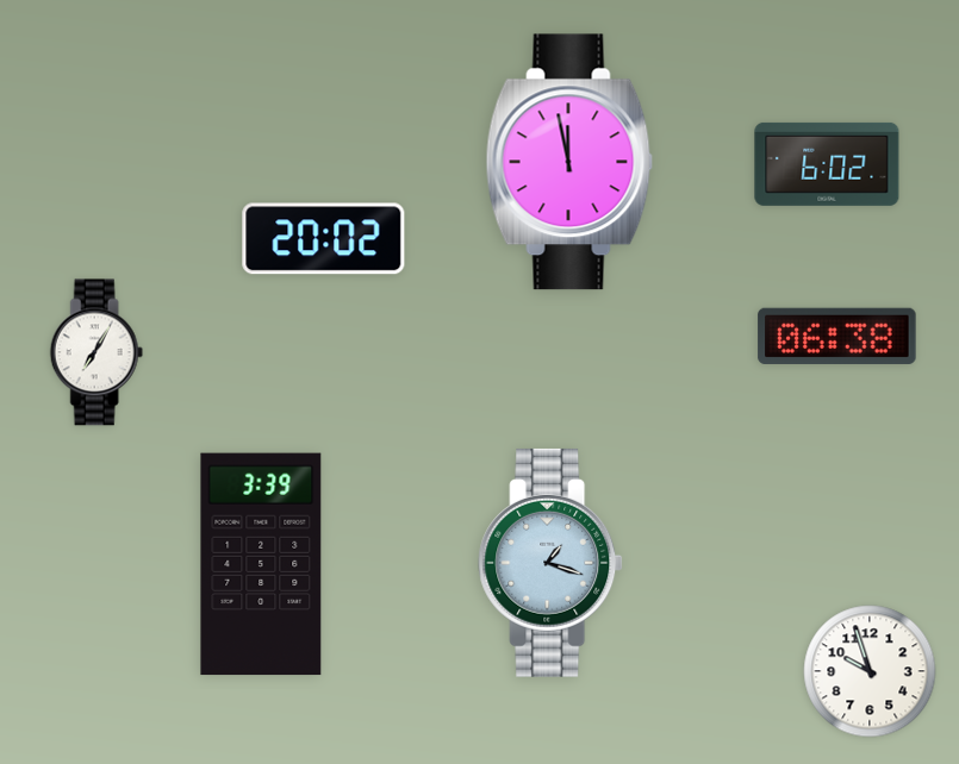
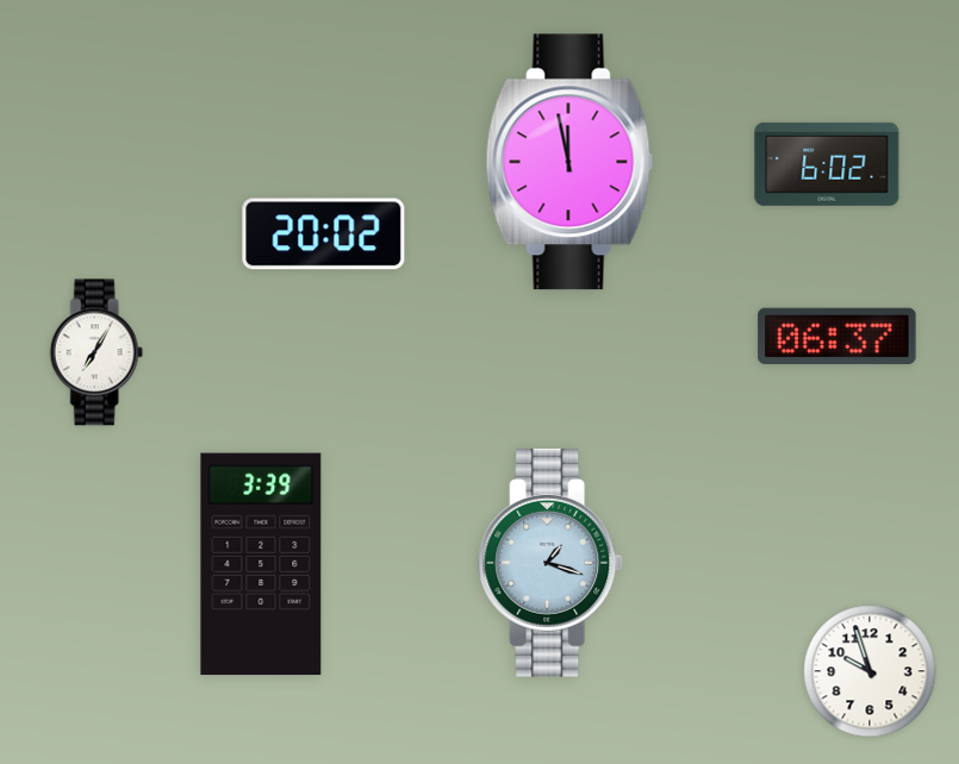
clock at (324, 239) position: (324, 239) -> (324, 234)
clock at (837, 336): 06:38 -> 06:37
